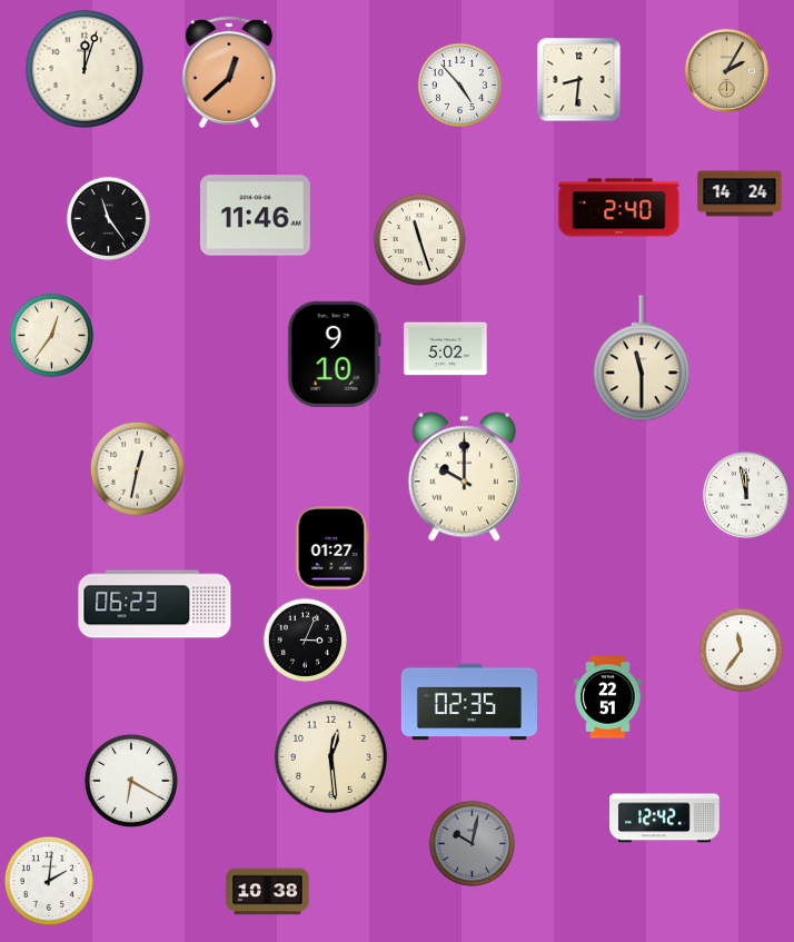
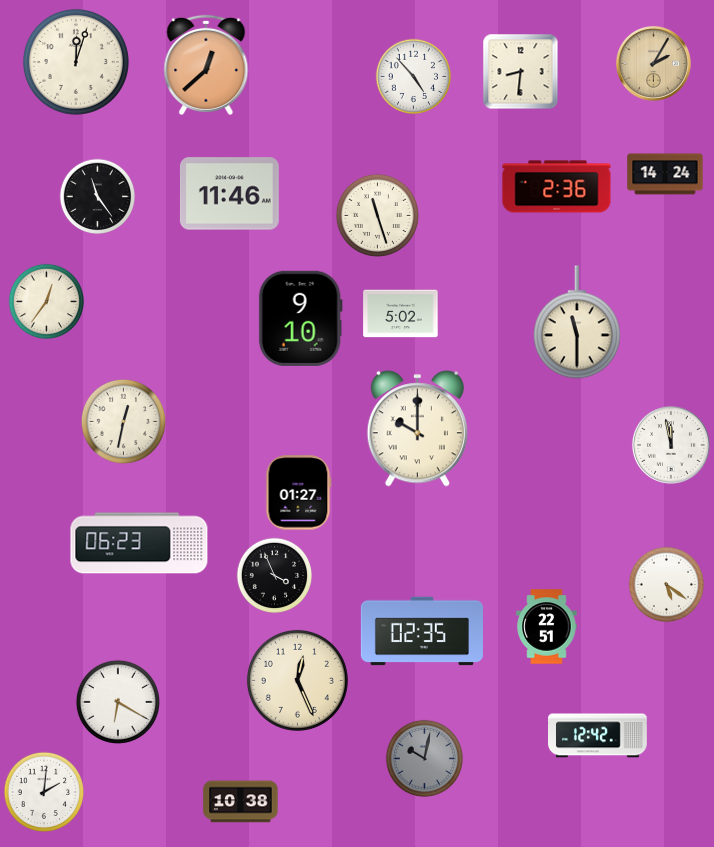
clock at (619, 208): 2:40 -> 2:36
clock at (306, 641): 3:04 -> 3:56
clock at (742, 651): 11:36 -> 5:21
clock at (330, 756): 12:29 -> 12:26
